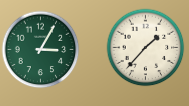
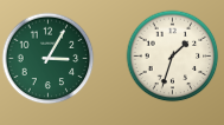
clock at (145, 47): 1:37 -> 1:33
